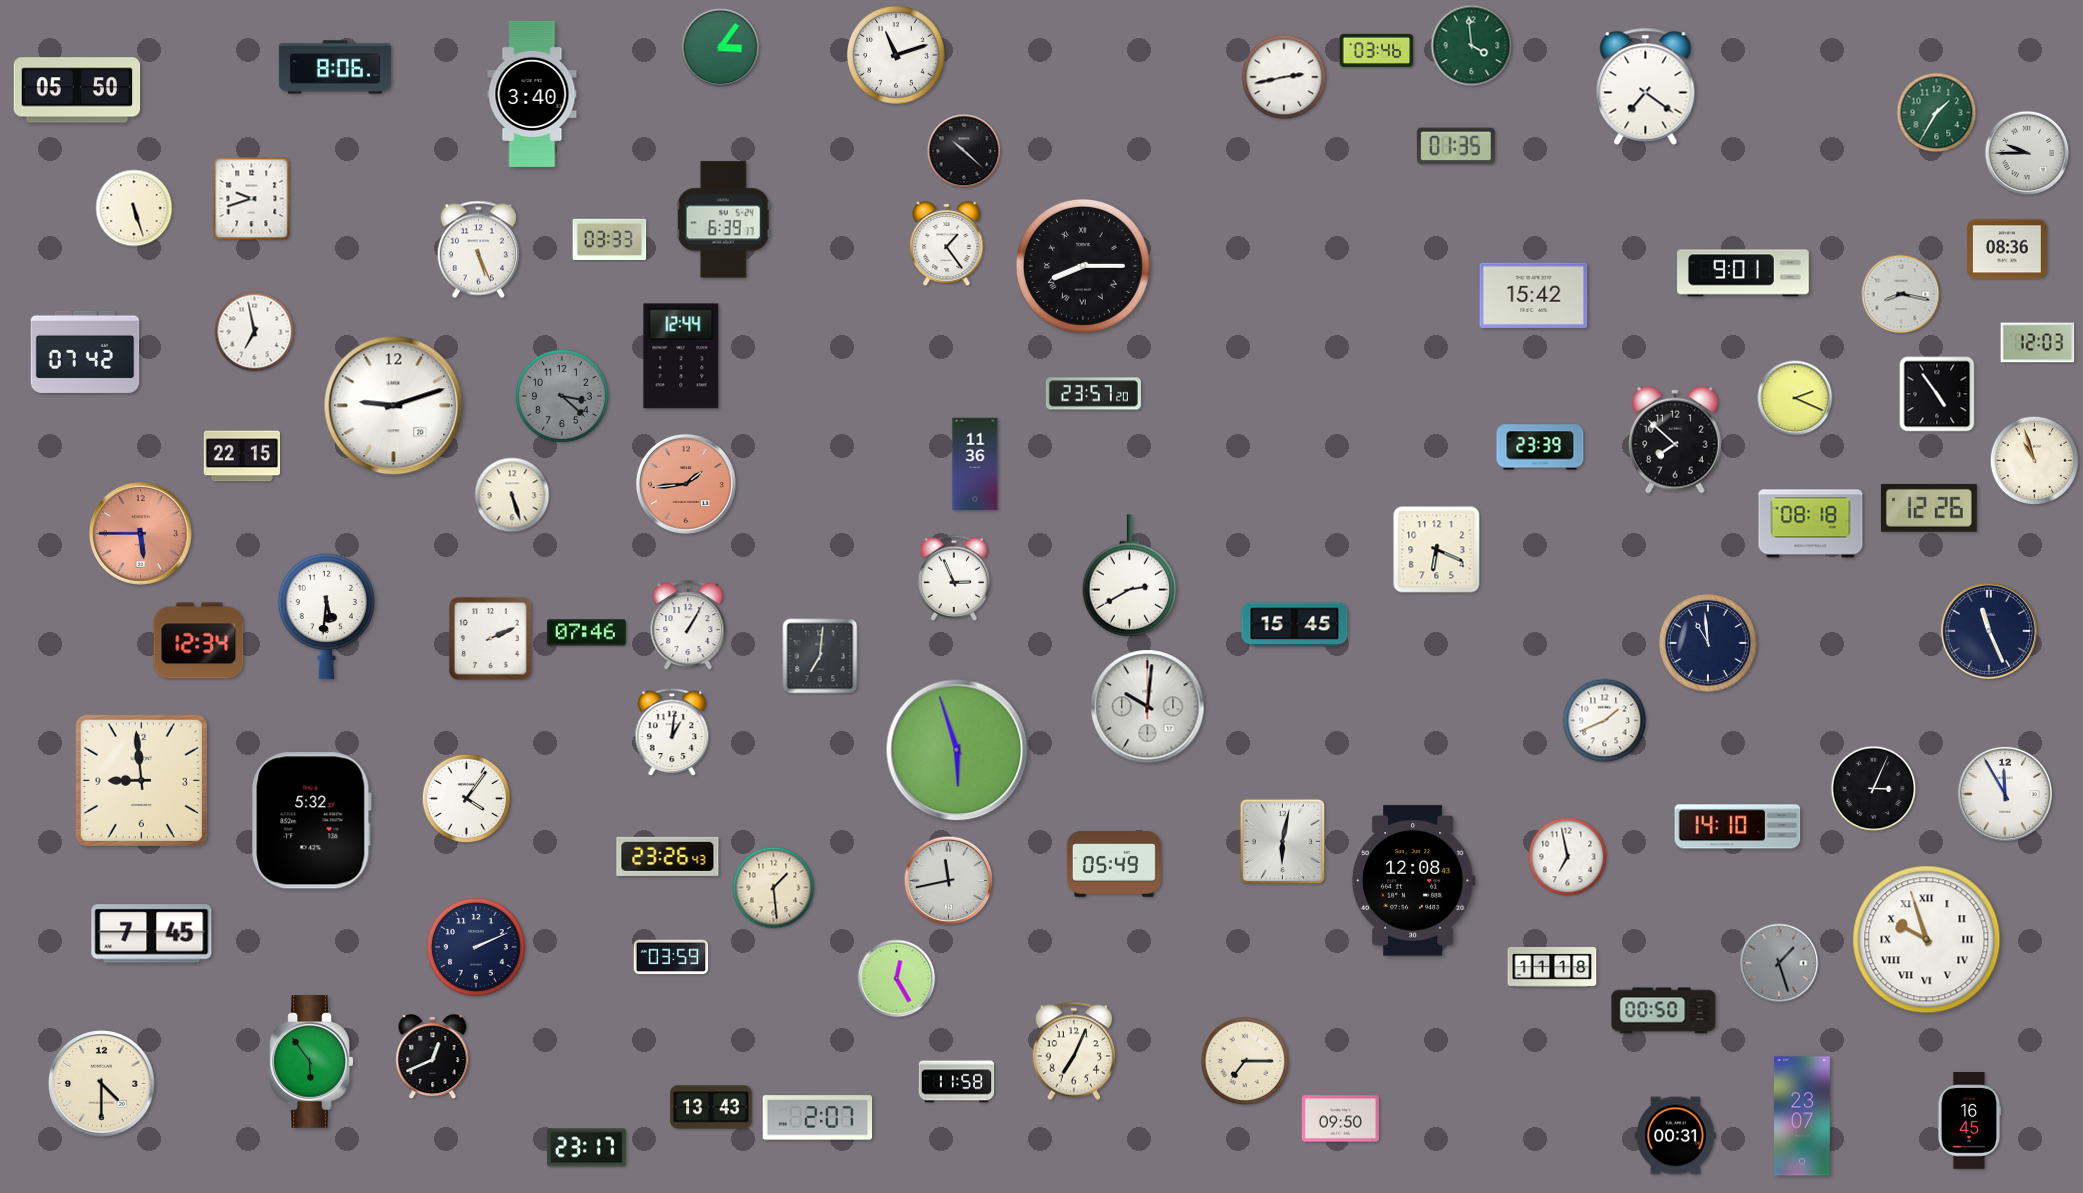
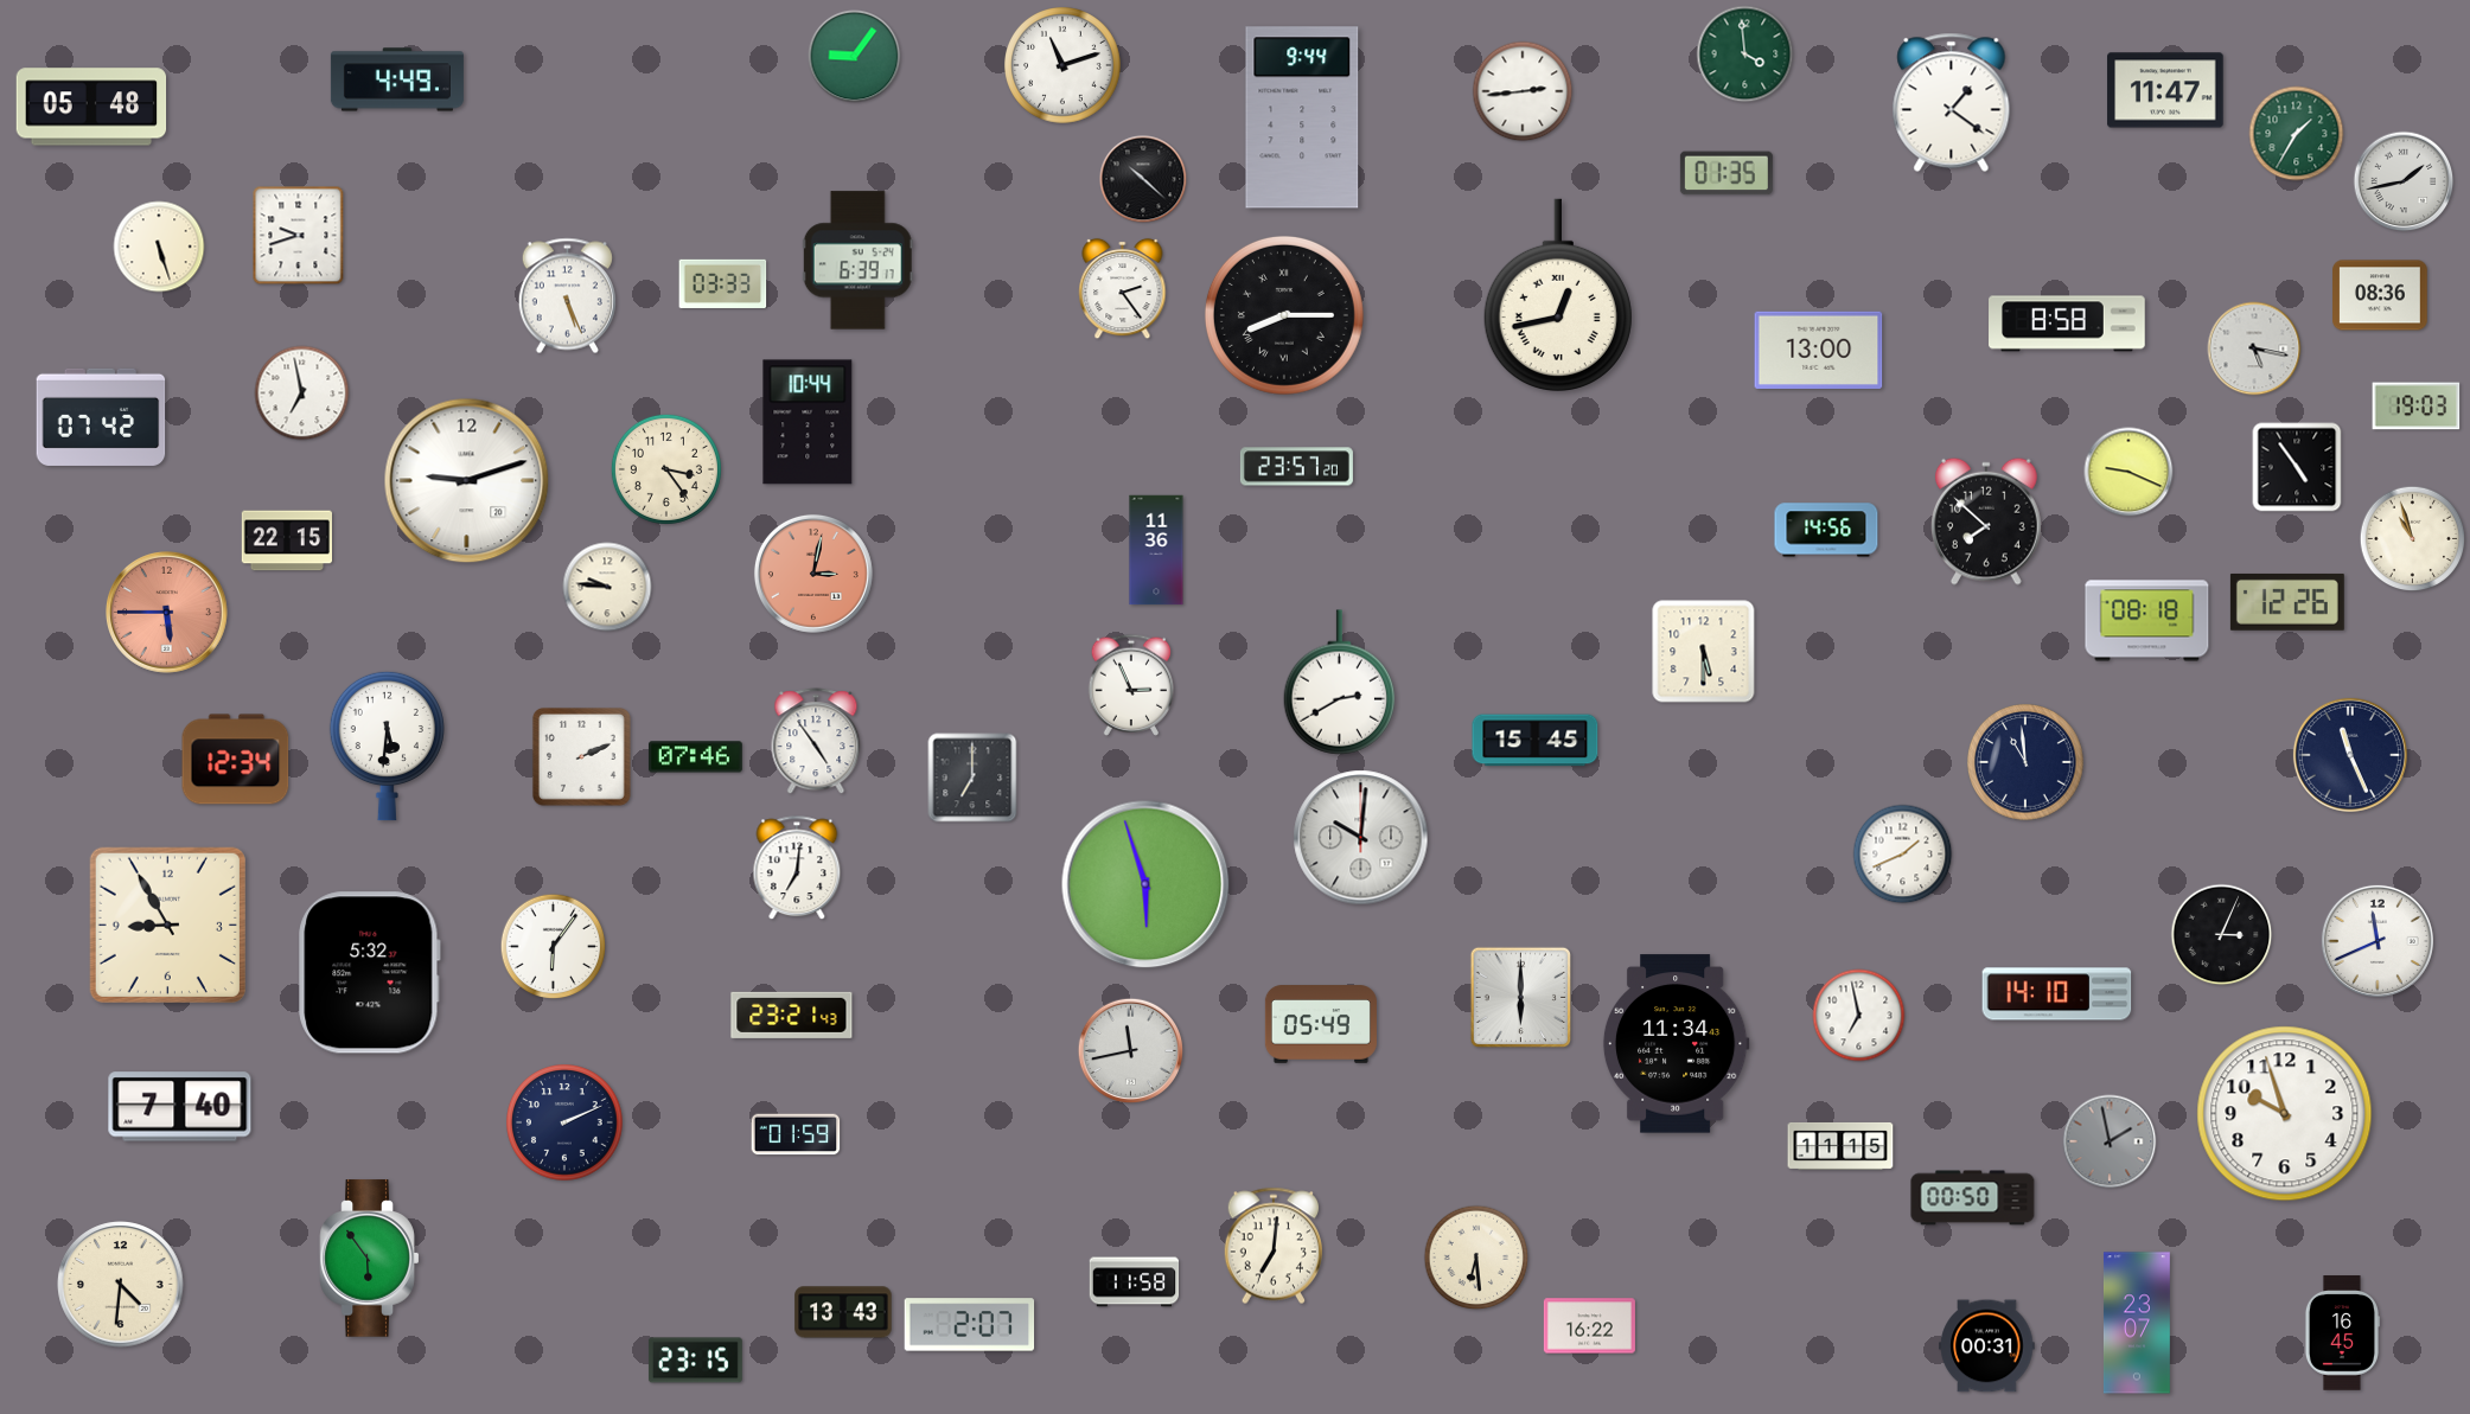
clock at (721, 48): 3:06 -> 9:06
clock at (1377, 50): 03:46 -> none
clock at (335, 67): 8:06 -> 4:49
clock at (2165, 90): none -> 11:47
clock at (1284, 77): 2:43 -> 2:44
clock at (1646, 86): 7:21 -> 1:21
clock at (77, 90): 05:50 -> 05:48
clock at (532, 94): 3:40 -> none
clock at (1302, 117): none -> 9:44
clock at (2027, 153): 9:45 -> 1:43
clock at (947, 244): 1:24 -> 2:24
clock at (1558, 294): none -> 12:43
clock at (1743, 273): 9:01 -> 8:58
clock at (1901, 294): 8:17 -> 5:17
clock at (1534, 295): 15:42 -> 13:00
clock at (2038, 343): 12:03 -> 19:03
clock at (681, 356): 12:44 -> 10:44
clock at (562, 396): 3:22 -> 3:24
clock at (562, 396) dial: grey -> cream
clock at (1795, 398): 2:19 -> 9:19
clock at (1540, 447): 23:39 -> 14:56
clock at (2035, 461) position: (2035, 461) -> (2413, 539)
clock at (686, 484): 1:44 -> 3:02
clock at (512, 495): 5:27 -> 9:46
clock at (141, 534) position: (141, 534) -> (167, 613)
clock at (1437, 550): 6:19 -> 5:30
clock at (326, 616) position: (326, 616) -> (387, 746)
clock at (688, 626): 1:05 -> 4:54
clock at (1989, 631) position: (1989, 631) -> (2350, 755)
clock at (586, 633) position: (586, 633) -> (695, 757)
clock at (820, 656): 7:01 -> 7:00
clock at (672, 733): 1:01 -> 7:01
clock at (957, 750) position: (957, 750) -> (1145, 884)
clock at (141, 780): 8:59 -> 8:55
clock at (2005, 794): 11:55 -> 11:41
clock at (467, 799): 4:06 -> 6:06
clock at (1738, 827) position: (1738, 827) -> (2057, 994)
clock at (1282, 841): 6:02 -> 6:00
clock at (668, 856): 23:26 -> 23:21
clock at (949, 881) position: (949, 881) -> (1131, 1051)
clock at (1413, 881): 12:08 -> 11:34
clock at (774, 888): 1:29 -> none
clock at (152, 934): 7:45 -> 7:40
clock at (1927, 940) numerals: Roman -> Arabic
clock at (671, 957): 03:59 -> 01:59
clock at (1779, 963): 1:27 -> 1:58
clock at (1552, 967): 11:18 -> 11:15
clock at (897, 979): 12:25 -> none
clock at (1073, 1051): 7:04 -> 7:01
clock at (433, 1057): 12:41 -> none
clock at (1245, 1061): 7:15 -> 6:29
clock at (102, 1084): 4:30 -> 4:31
clock at (1340, 1119): 09:50 -> 16:22
clock at (1969, 1121) position: (1969, 1121) -> (2342, 1333)
clock at (586, 1148): 23:17 -> 23:15
